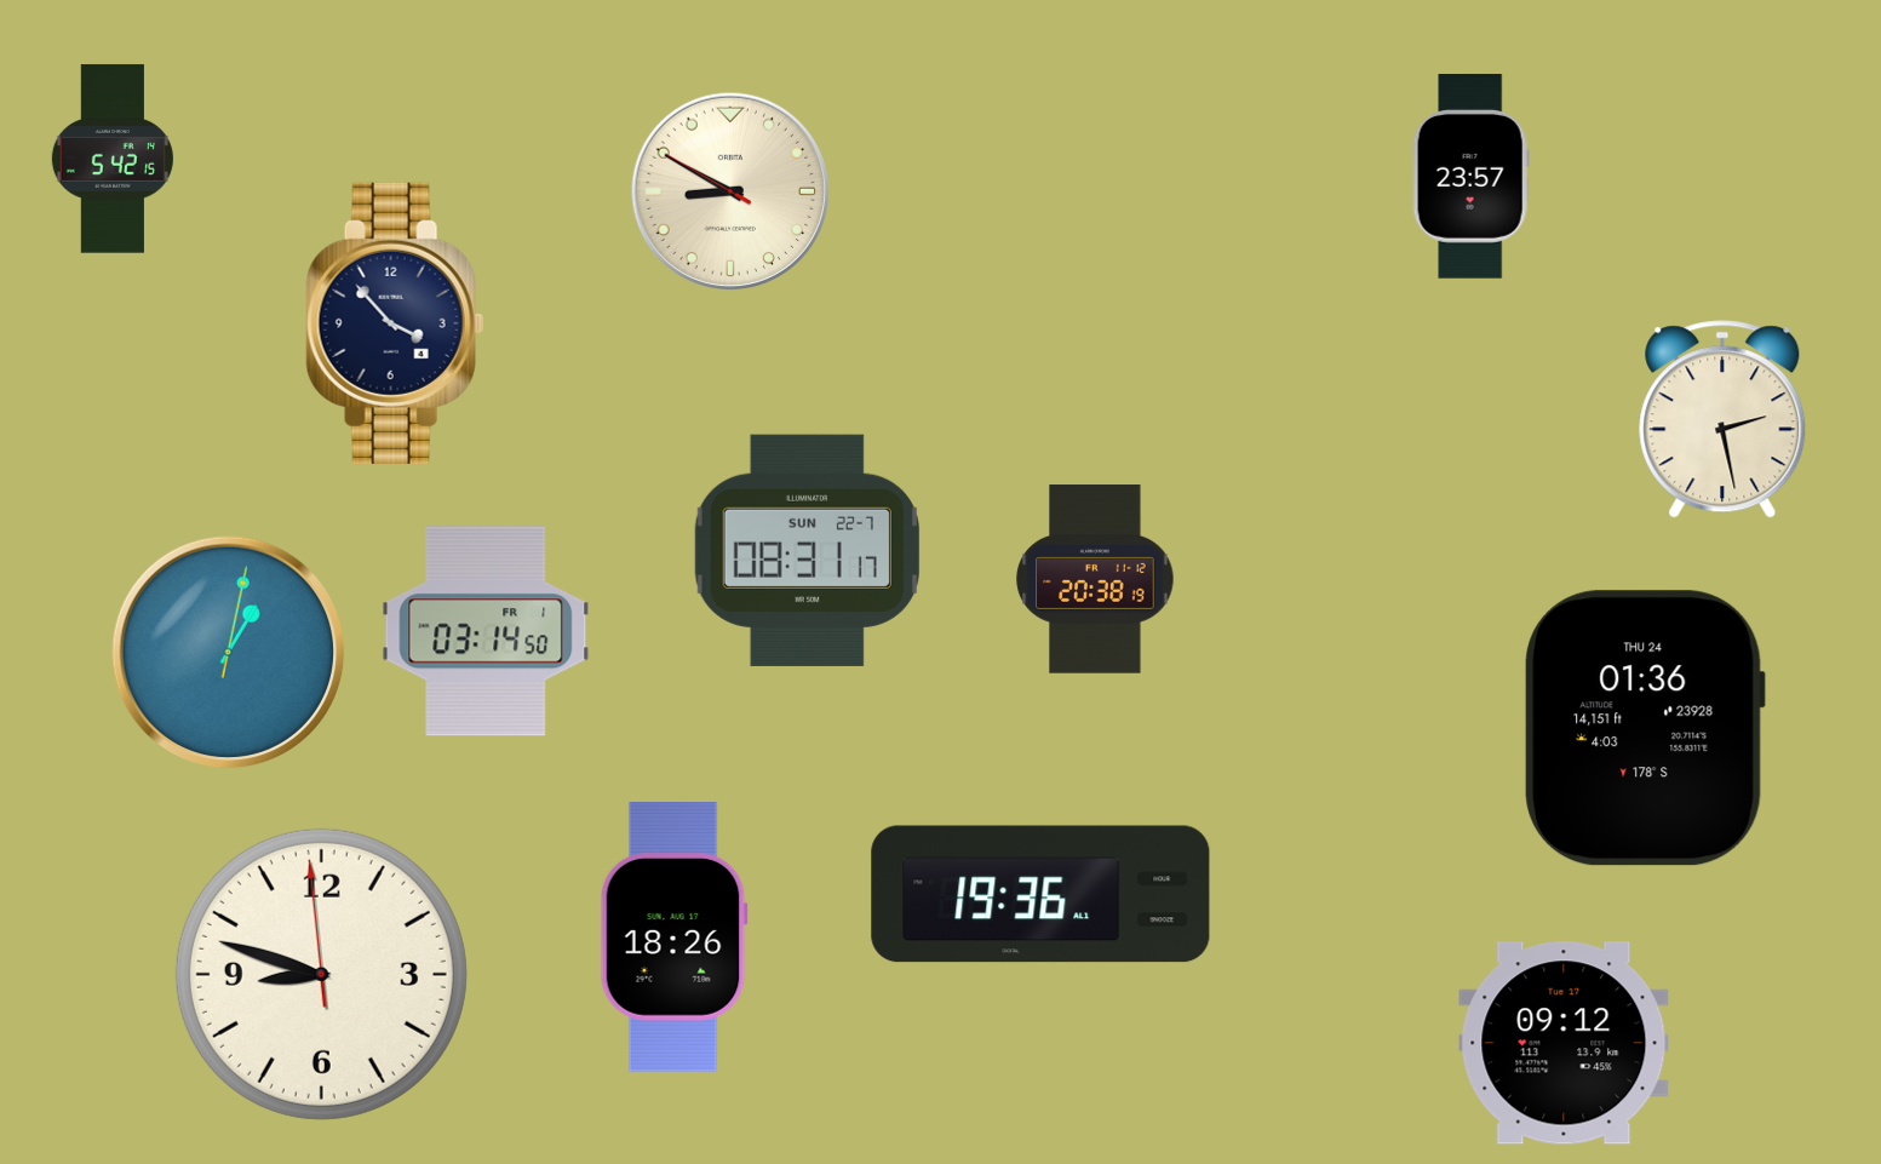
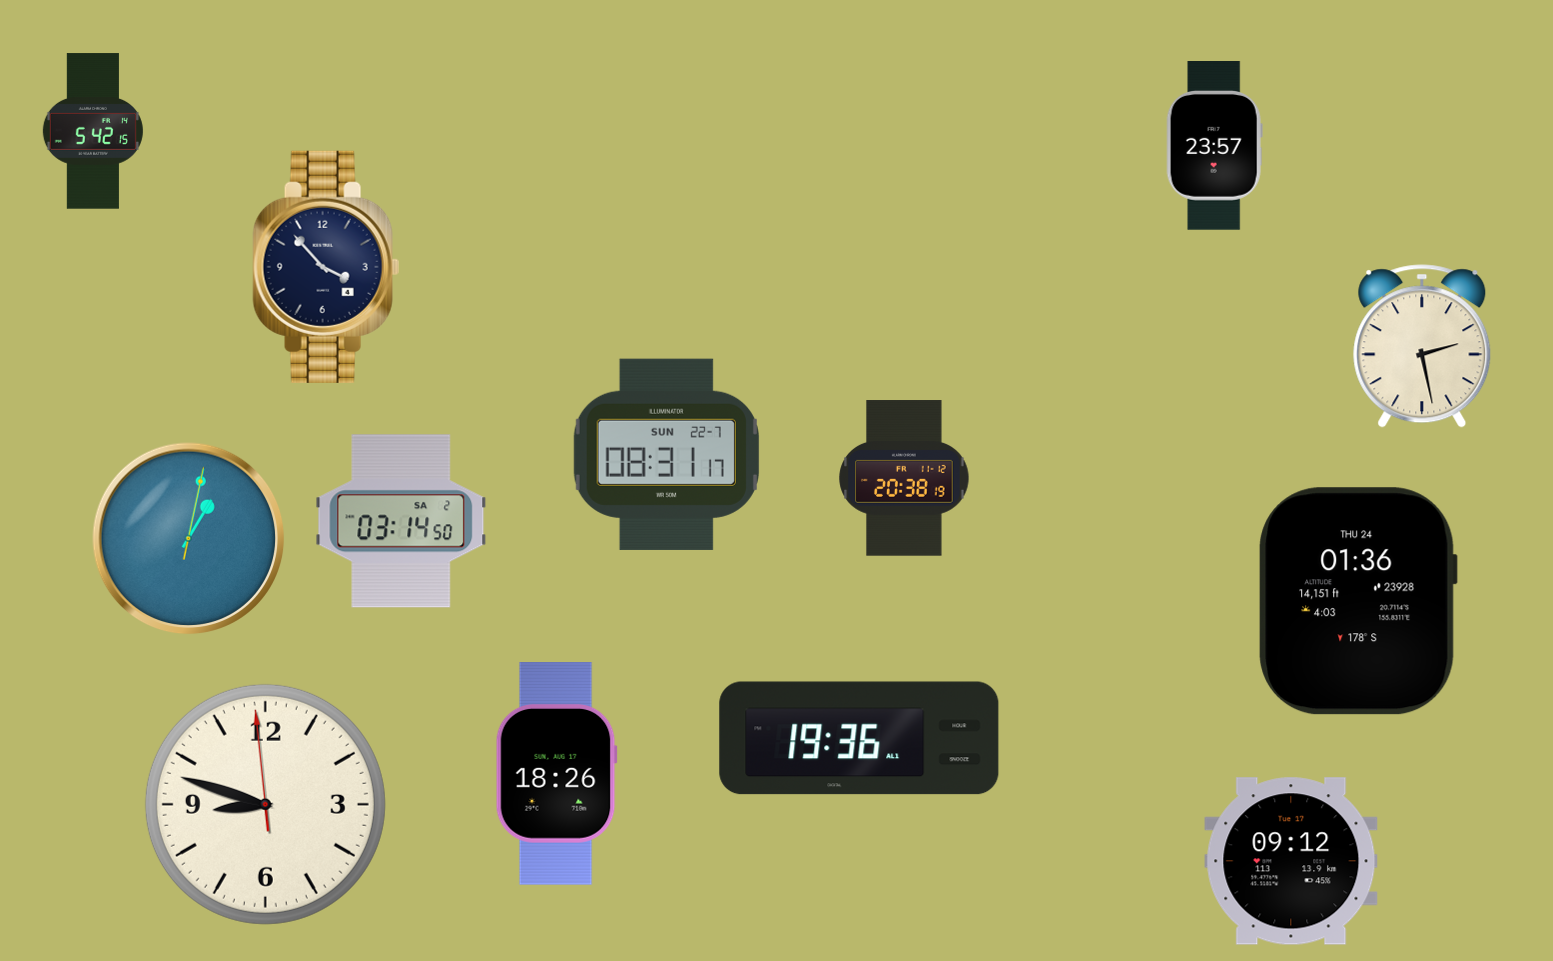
clock at (729, 190): 8:49 -> none
clock at (486, 631) date: FR 1 -> SA 2
